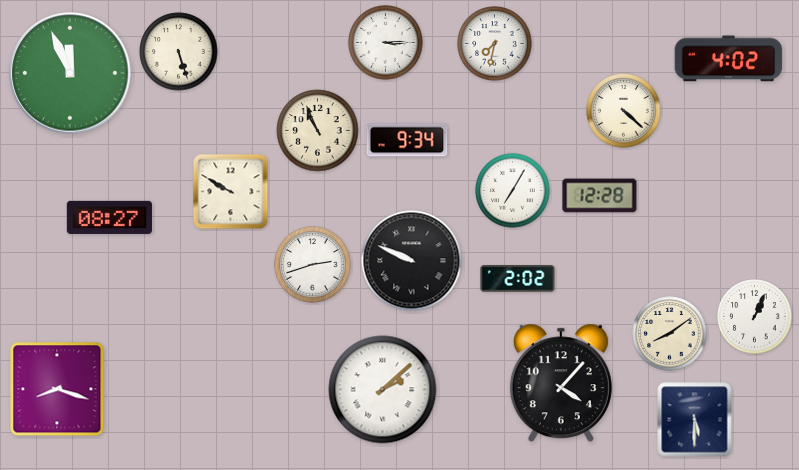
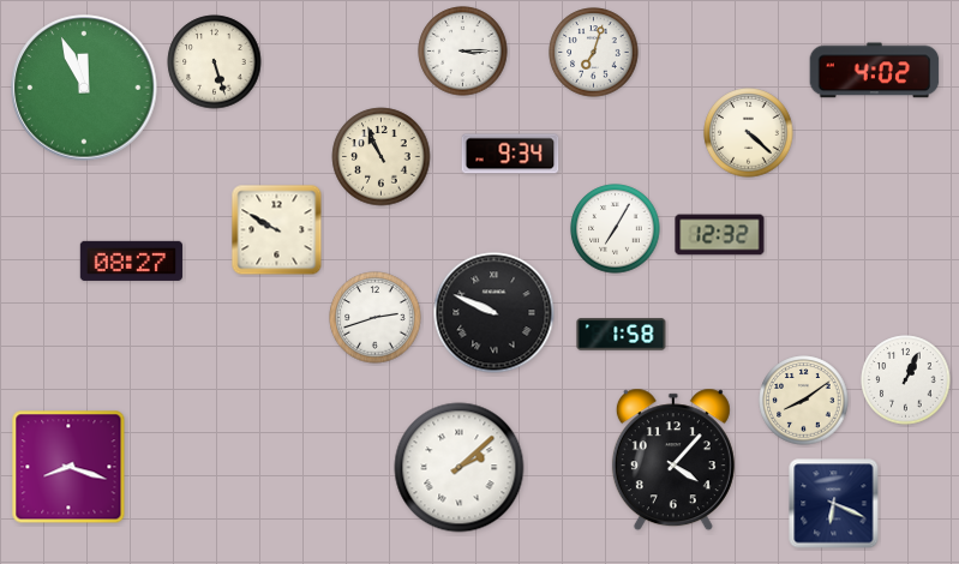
clock at (495, 44): 7:32 -> 7:03
clock at (407, 140) position: (407, 140) -> (510, 154)
clock at (600, 196): 12:28 -> 12:32
clock at (518, 279): 2:02 -> 1:58
clock at (695, 420): 5:30 -> 6:19
